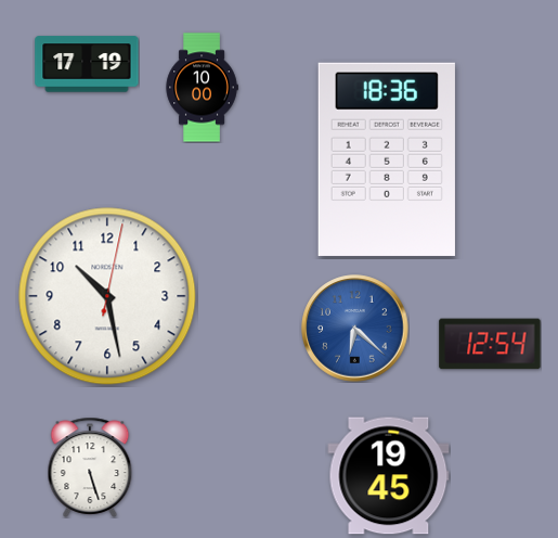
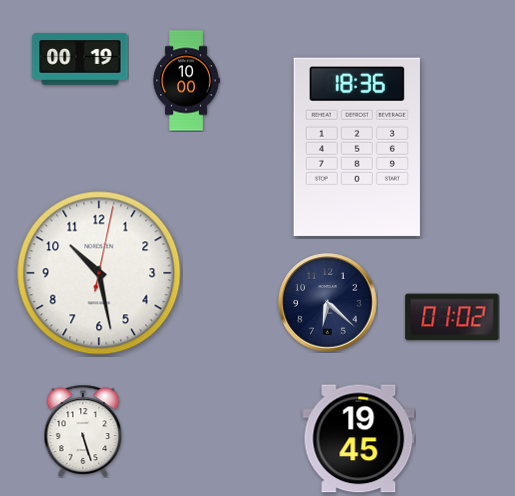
clock at (87, 64): 17:19 -> 00:19
clock at (355, 329) dial: blue -> navy
clock at (490, 344): 12:54 -> 01:02
